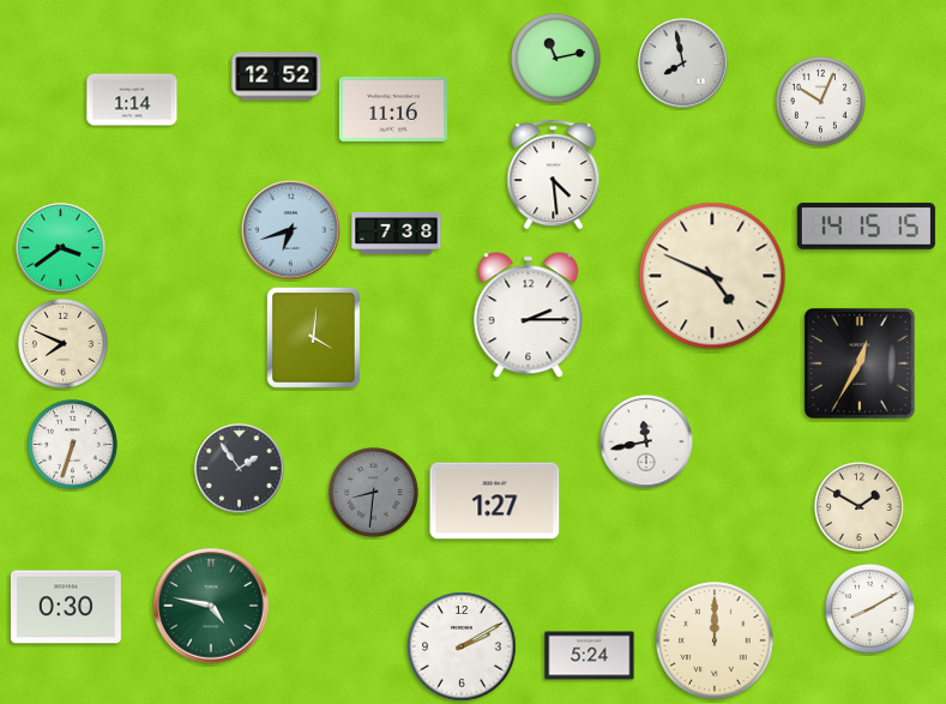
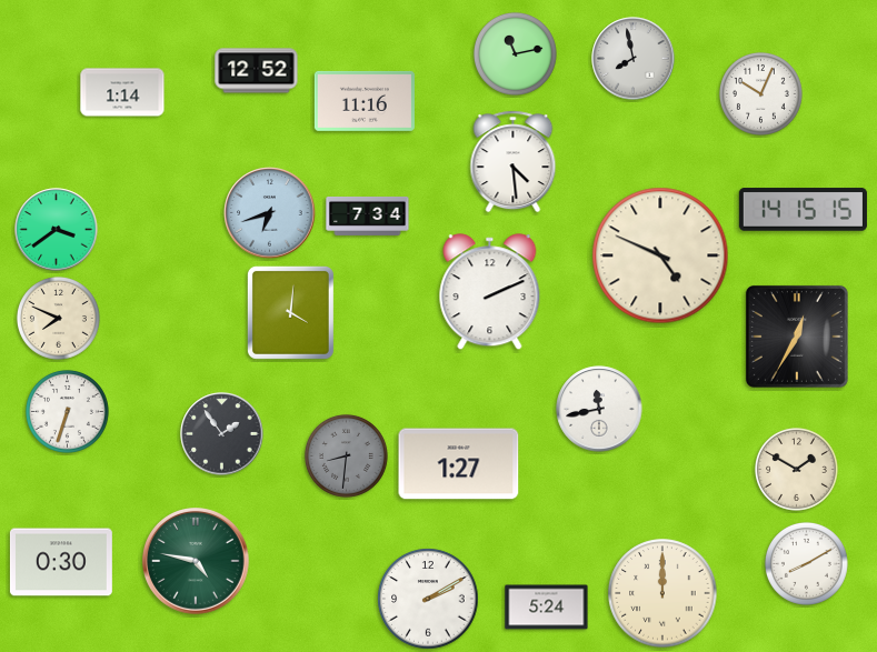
clock at (397, 233): 7:38 -> 7:34
clock at (529, 315): 2:15 -> 2:11
